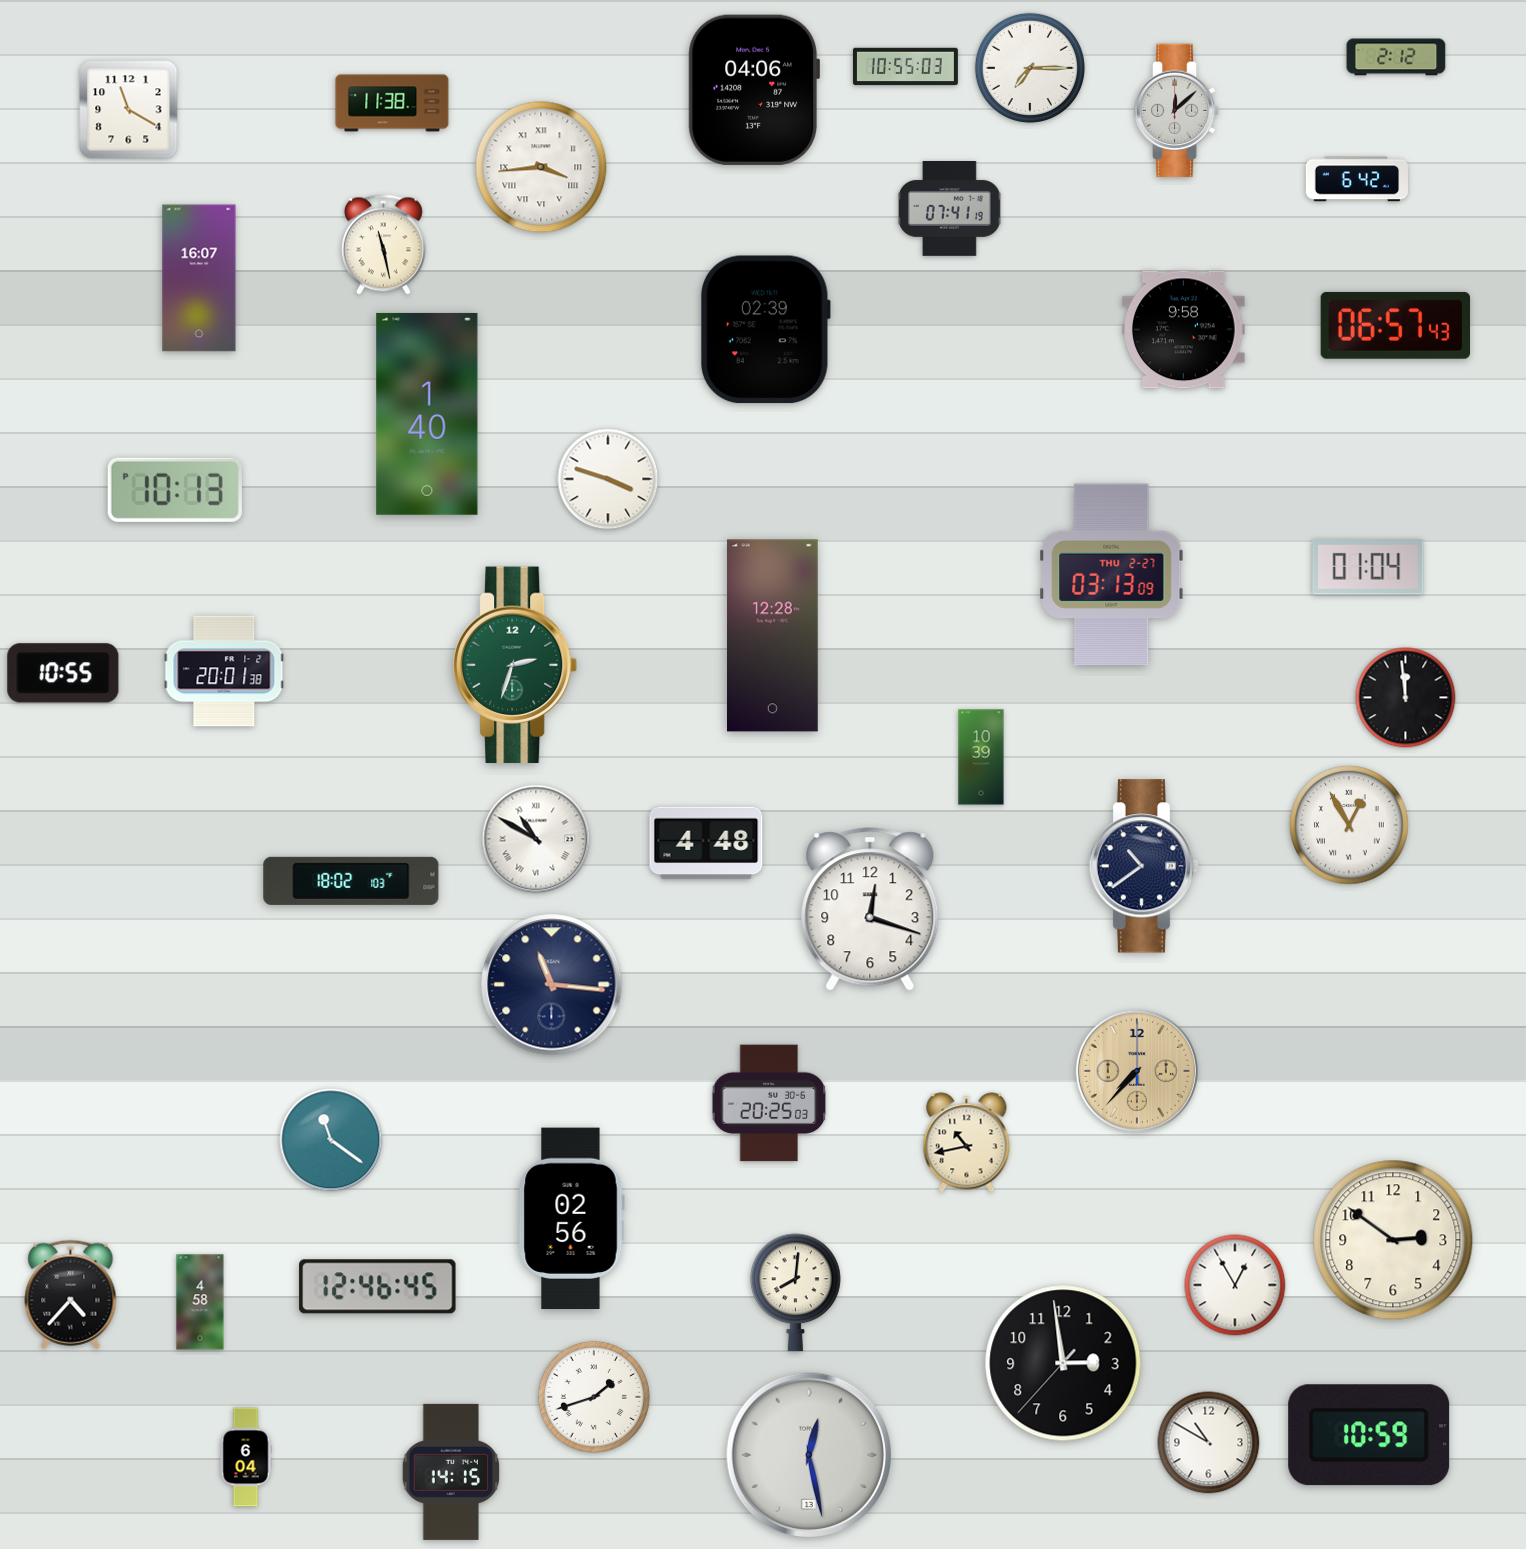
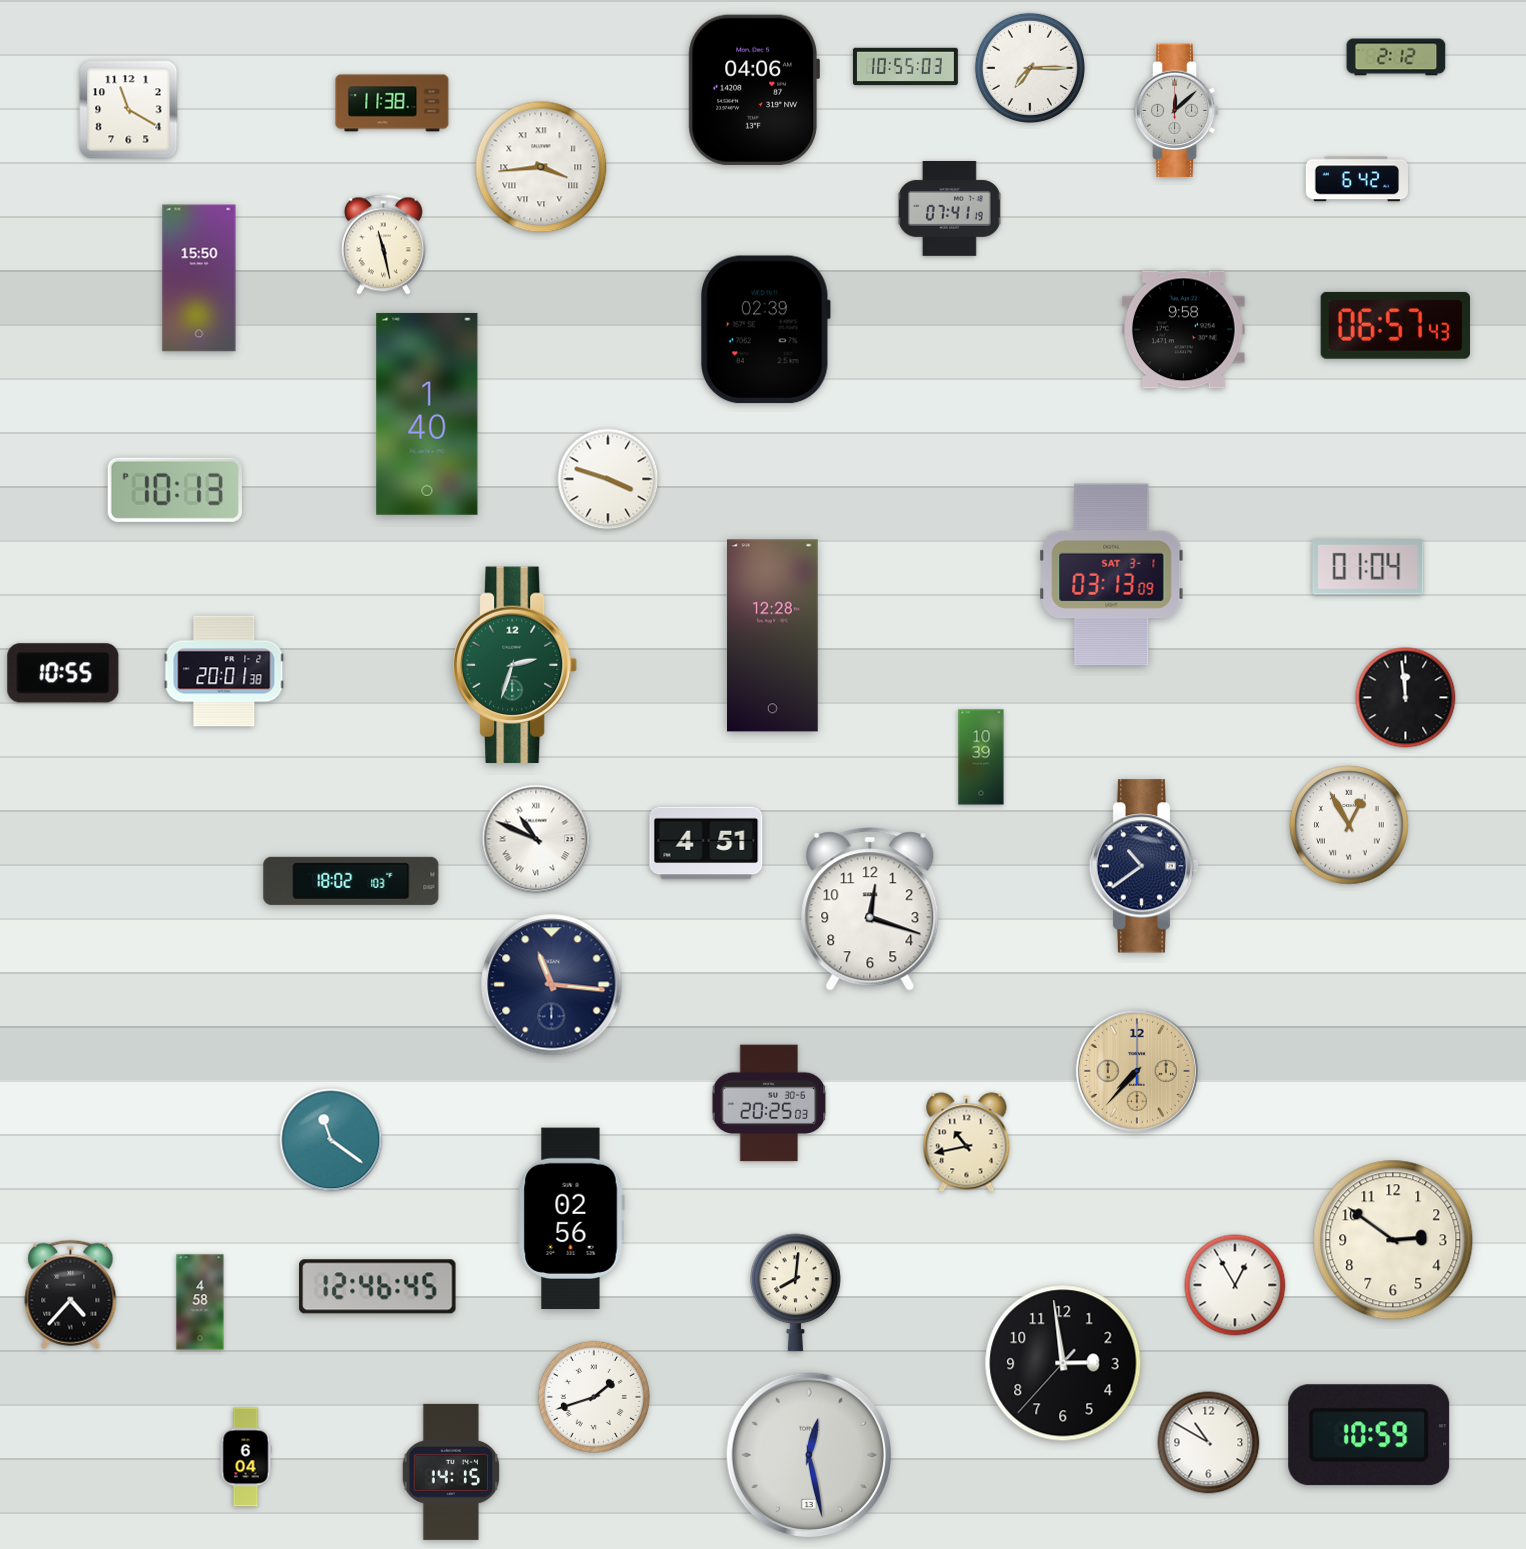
clock at (199, 278): 16:07 -> 15:50
clock at (1112, 574) date: THU 2-27 -> SAT 3-1
clock at (536, 839): 10:50 -> 10:49
clock at (706, 843): 4:48 -> 4:51
